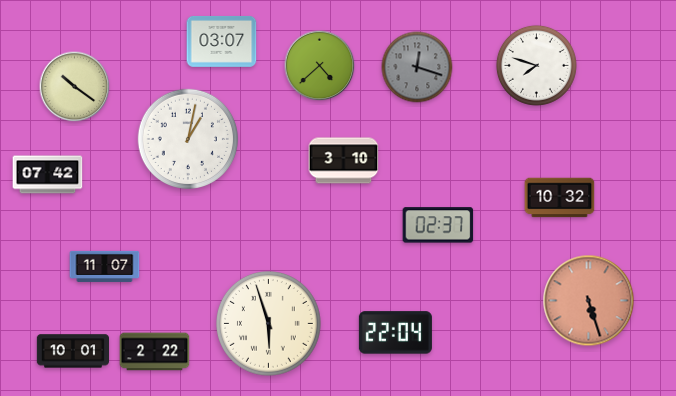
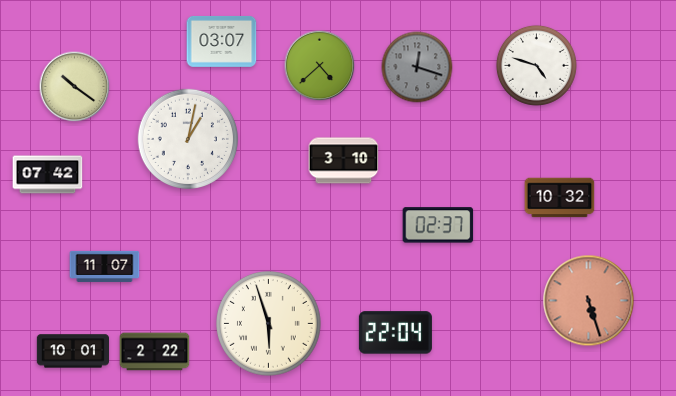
clock at (536, 65): 7:48 -> 4:48
